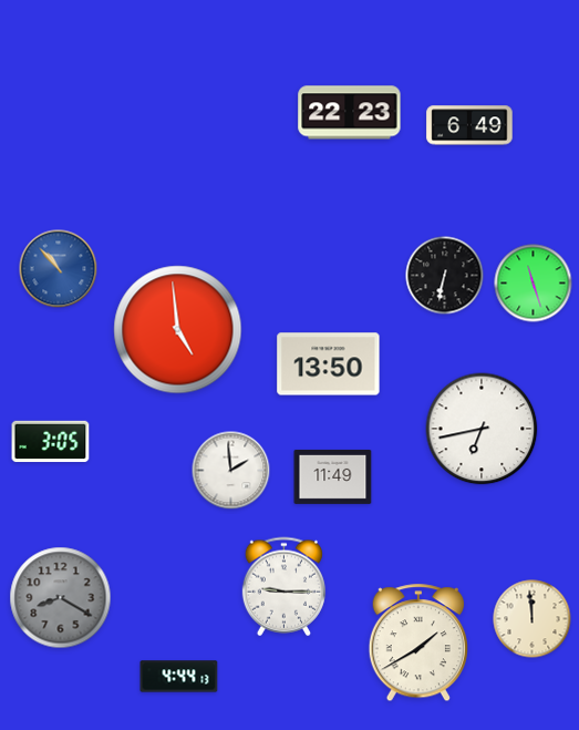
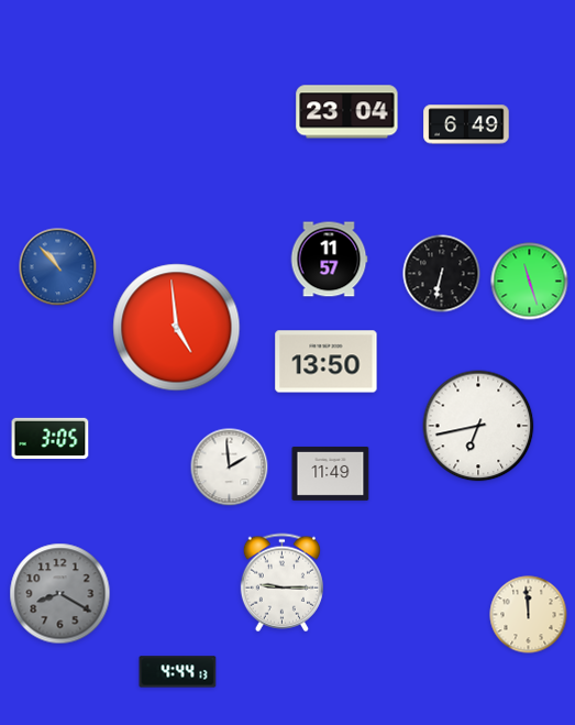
clock at (350, 113): 22:23 -> 23:04
clock at (329, 260): none -> 11:57
clock at (417, 644): 1:40 -> none
